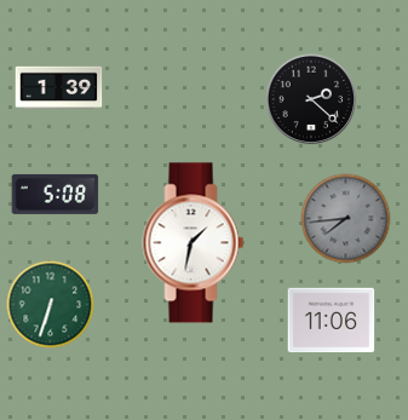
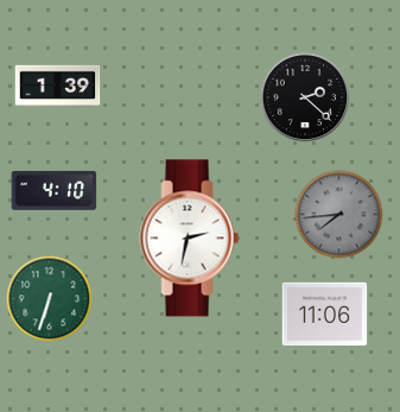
clock at (56, 194): 5:08 -> 4:10
clock at (194, 243): 1:32 -> 2:32
